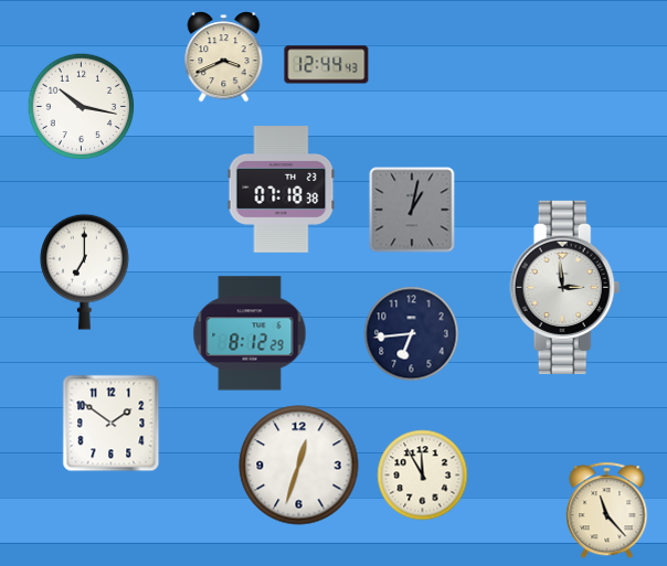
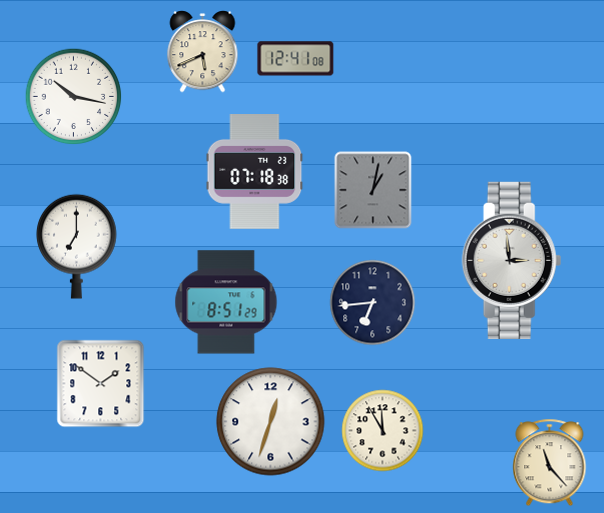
clock at (224, 57): 3:41 -> 5:41
clock at (327, 65): 12:44 -> 12:41
clock at (250, 333): 8:12 -> 8:51
